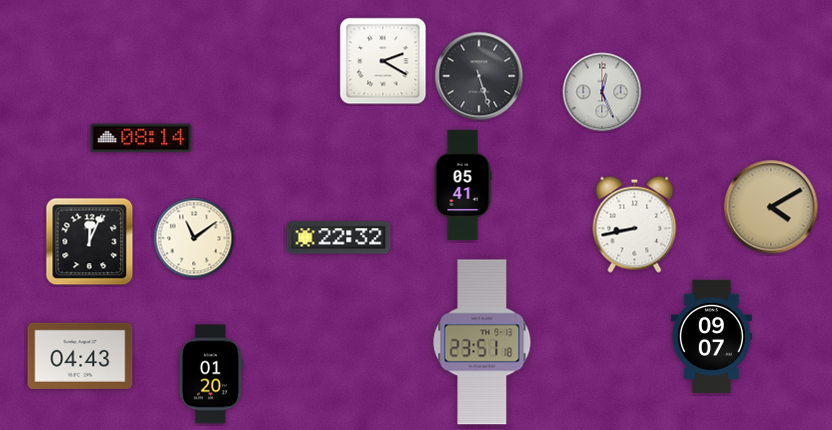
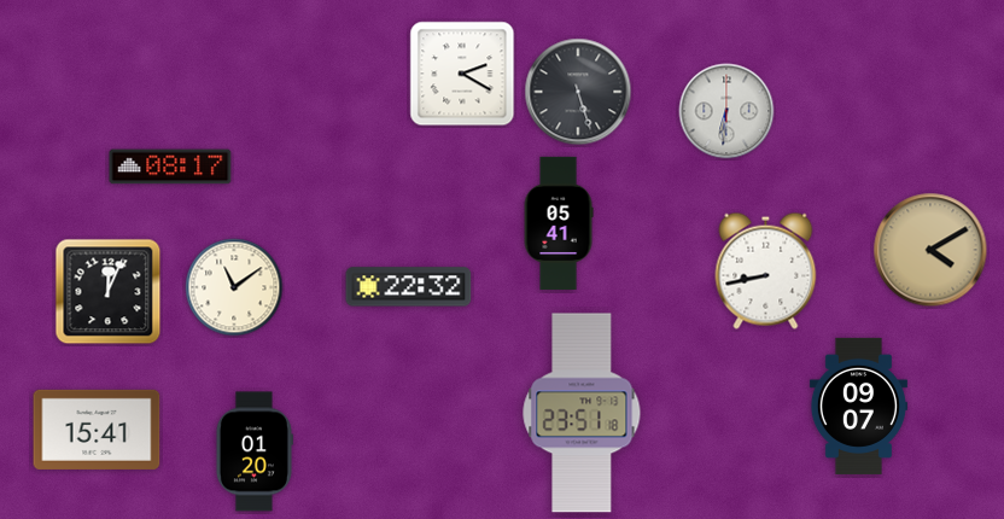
clock at (602, 92): 12:26 -> 6:31
clock at (141, 138): 08:14 -> 08:17
clock at (80, 356): 04:43 -> 15:41
